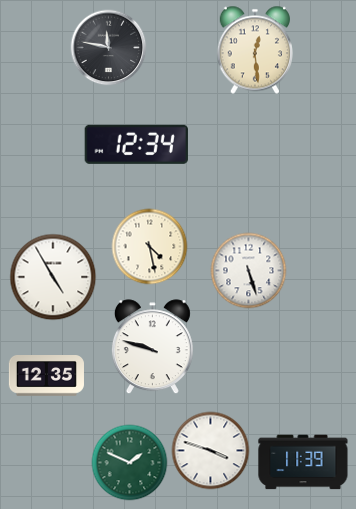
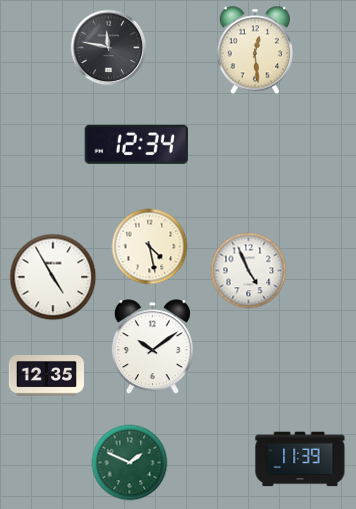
clock at (249, 271): 5:27 -> 4:56
clock at (152, 347): 9:48 -> 10:09
clock at (211, 451): 3:48 -> none
clock at (303, 462) position: (303, 462) -> (300, 459)
